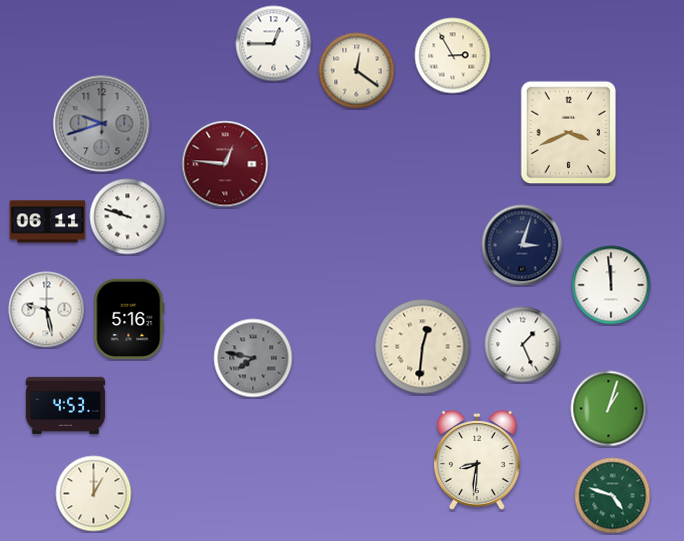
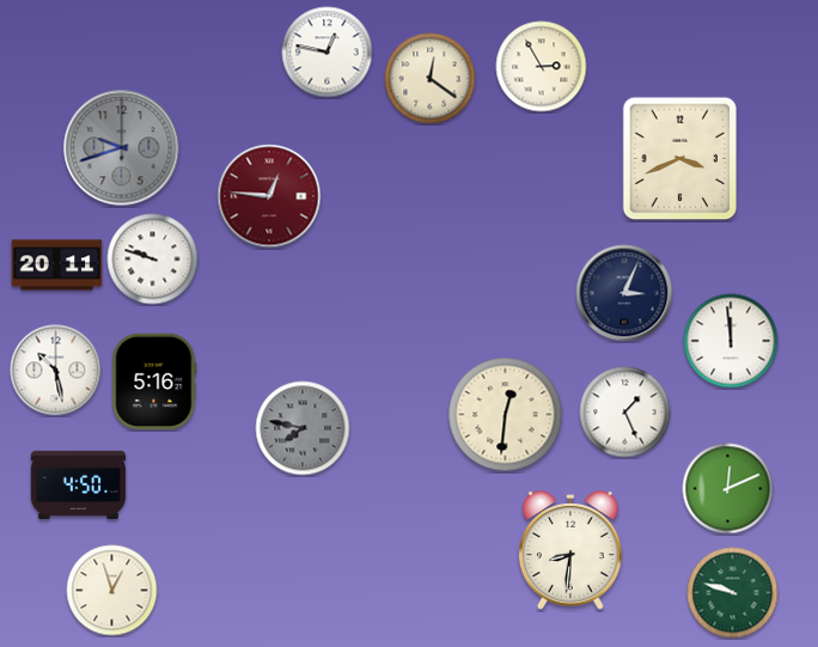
clock at (274, 44): 12:45 -> 12:47
clock at (357, 71) position: (357, 71) -> (431, 79)
clock at (48, 222): 06:11 -> 20:11
clock at (522, 245): 3:03 -> 3:04
clock at (47, 310): 9:28 -> 10:28
clock at (66, 405): 4:53 -> 4:50
clock at (609, 409): 1:03 -> 12:11
clock at (94, 494): 1:00 -> 12:57
clock at (613, 496): 4:48 -> 9:48
